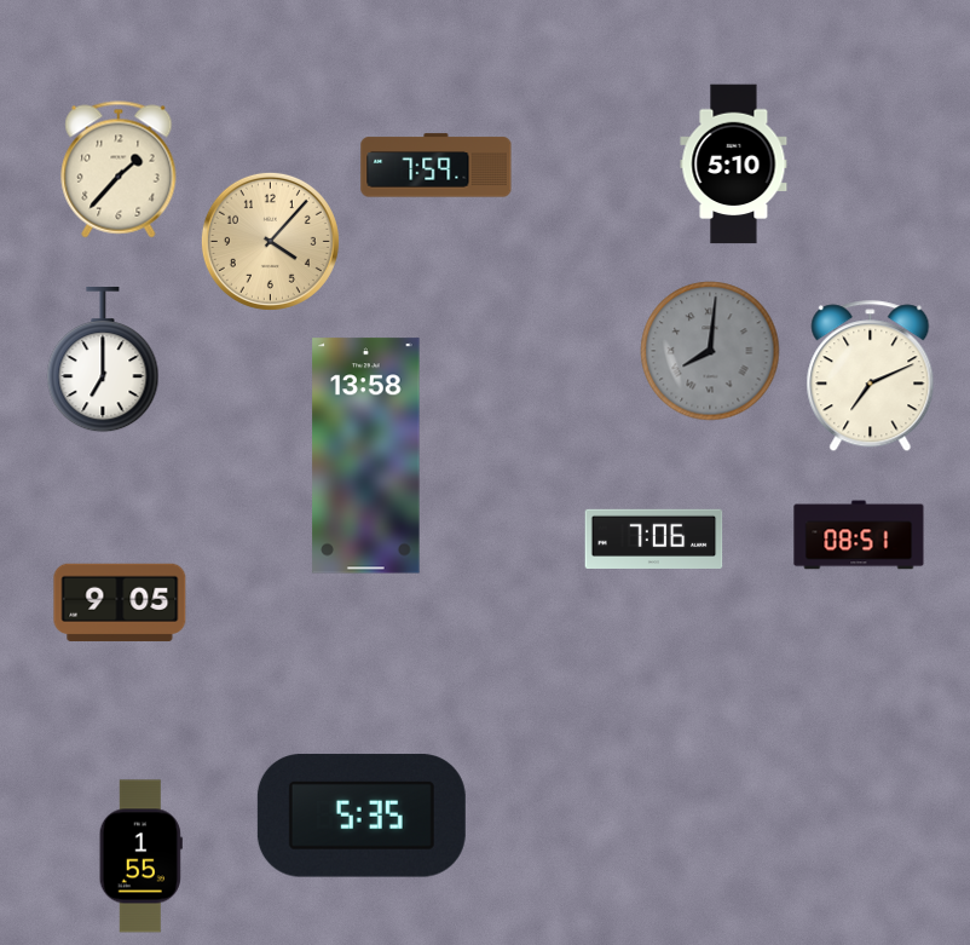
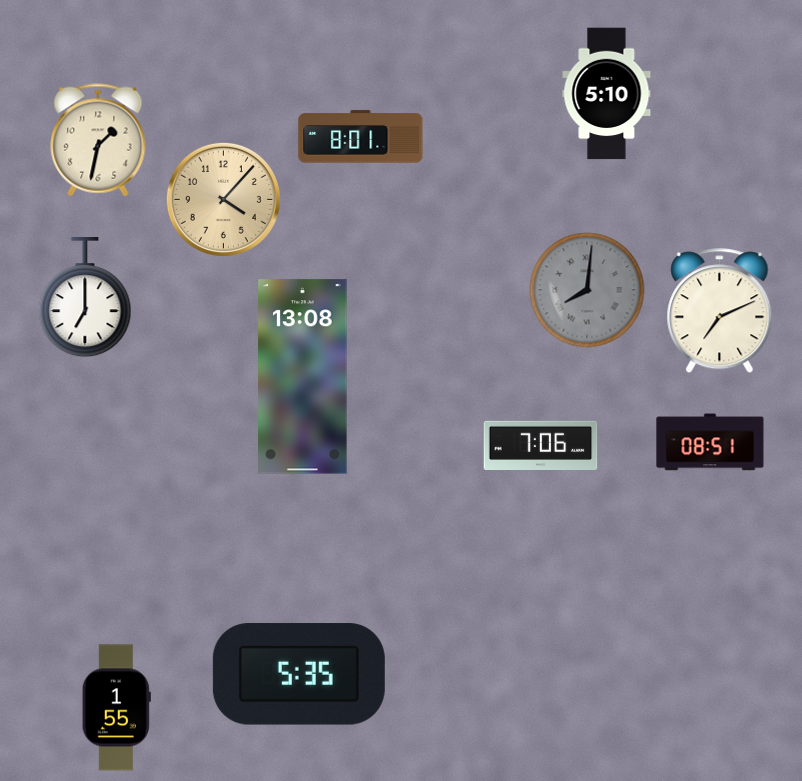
clock at (734, 165) position: (734, 165) -> (607, 94)
clock at (437, 166): 7:59 -> 8:01
clock at (119, 169): 1:37 -> 1:32
clock at (366, 456): 13:58 -> 13:08
clock at (120, 603): 9:05 -> none
